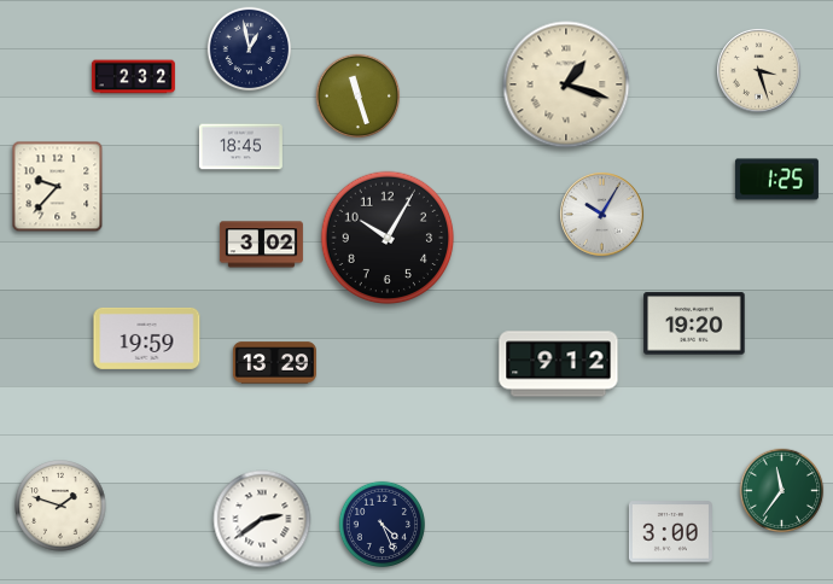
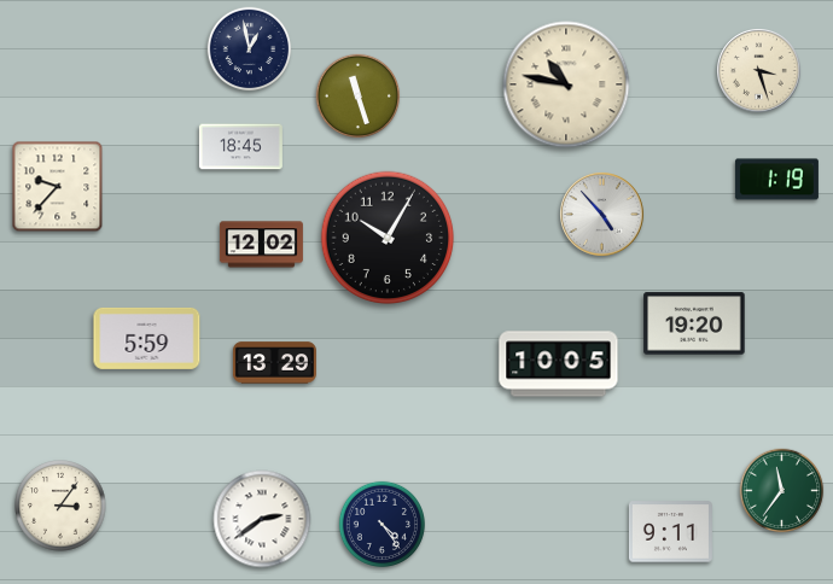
clock at (133, 77): 2:32 -> none
clock at (566, 84): 1:18 -> 10:47
clock at (776, 180): 1:25 -> 1:19
clock at (602, 215): 10:05 -> 4:53
clock at (261, 245): 3:02 -> 12:02
clock at (147, 338): 19:59 -> 5:59
clock at (559, 364): 9:12 -> 10:05
clock at (60, 506): 1:48 -> 3:06
clock at (381, 524): 4:26 -> 4:24
clock at (670, 532): 3:00 -> 9:11
